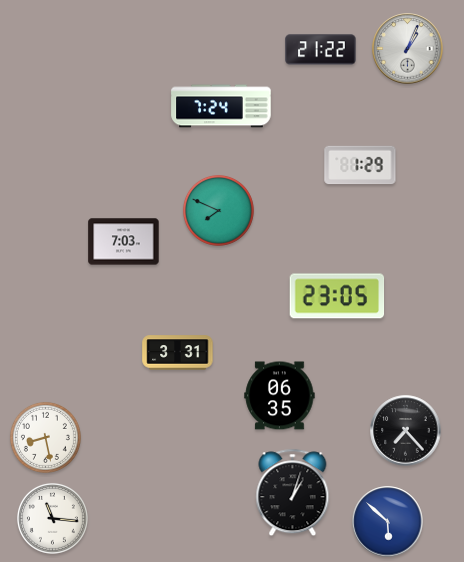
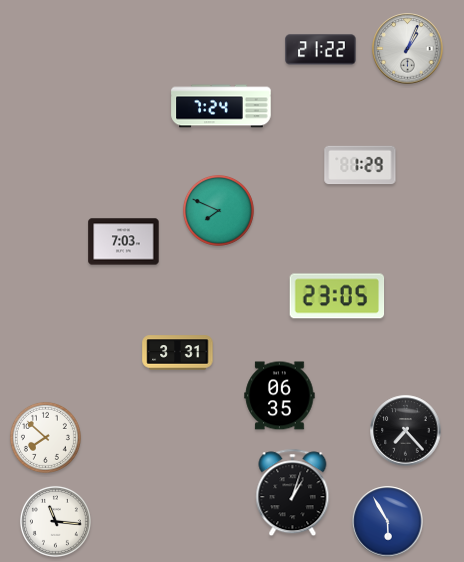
clock at (45, 437): 8:28 -> 7:52
clock at (52, 518) position: (52, 518) -> (55, 521)
clock at (388, 522): 5:52 -> 5:55
